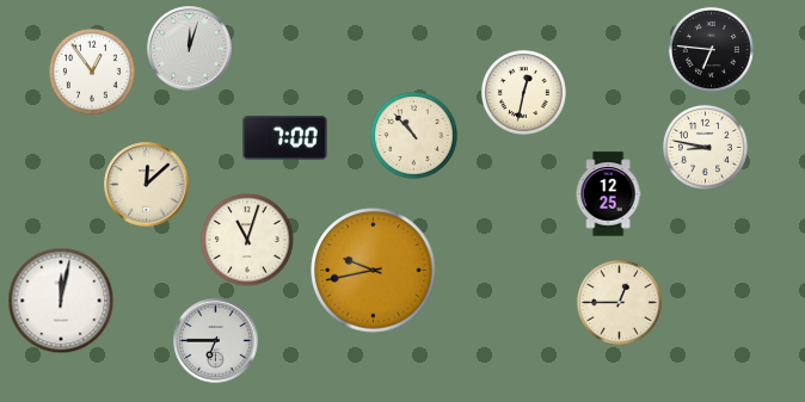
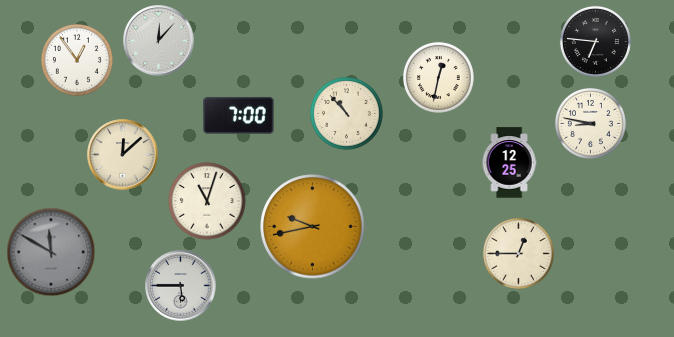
clock at (190, 49): 12:03 -> 12:07
clock at (61, 301): 12:02 -> 11:50
clock at (61, 301) dial: white -> grey
clock at (216, 341): 6:45 -> 5:45
